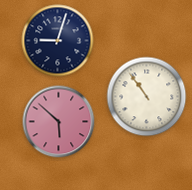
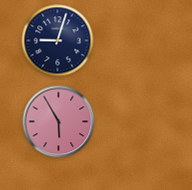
clock at (147, 97): 10:54 -> none
clock at (59, 122): 5:52 -> 5:55
